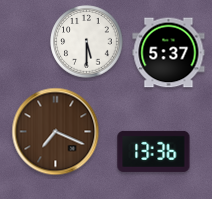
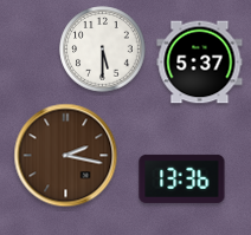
clock at (56, 132): 7:19 -> 2:17
